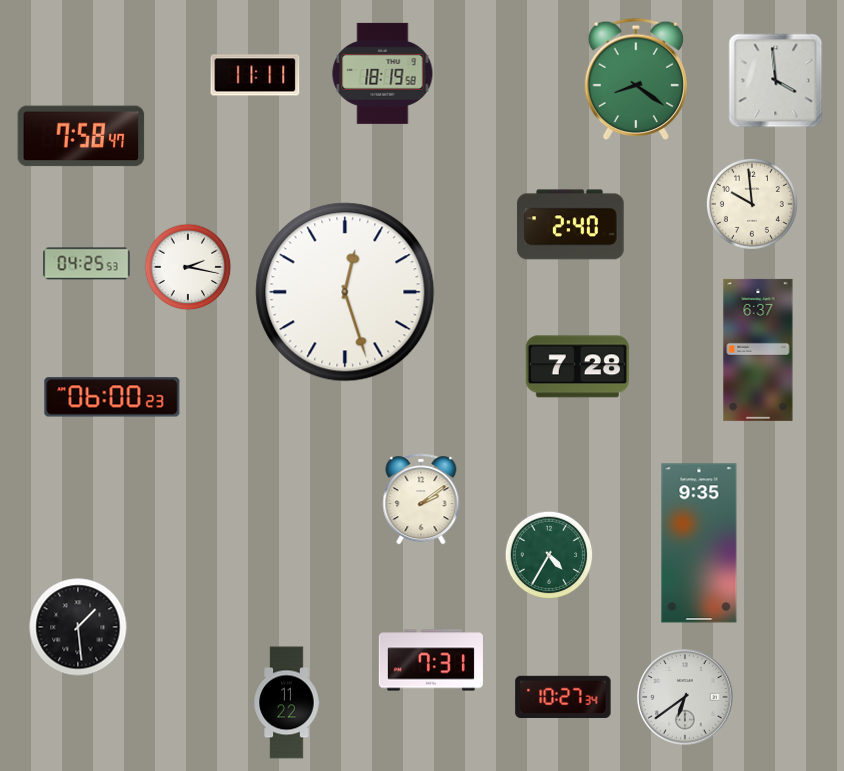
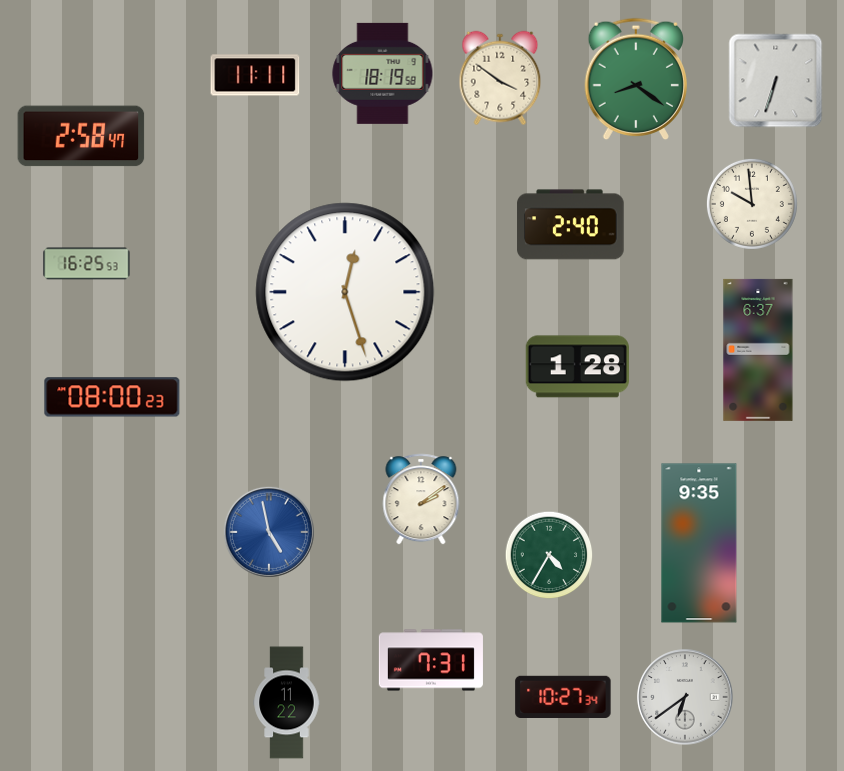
clock at (500, 78): none -> 3:51
clock at (776, 81): 3:59 -> 6:33
clock at (81, 136): 7:58 -> 2:58
clock at (87, 264): 04:25 -> 16:25
clock at (188, 267): 2:17 -> none
clock at (577, 367): 7:28 -> 1:28
clock at (112, 397): 06:00 -> 08:00
clock at (269, 532): none -> 4:58
clock at (78, 627): 1:29 -> none
